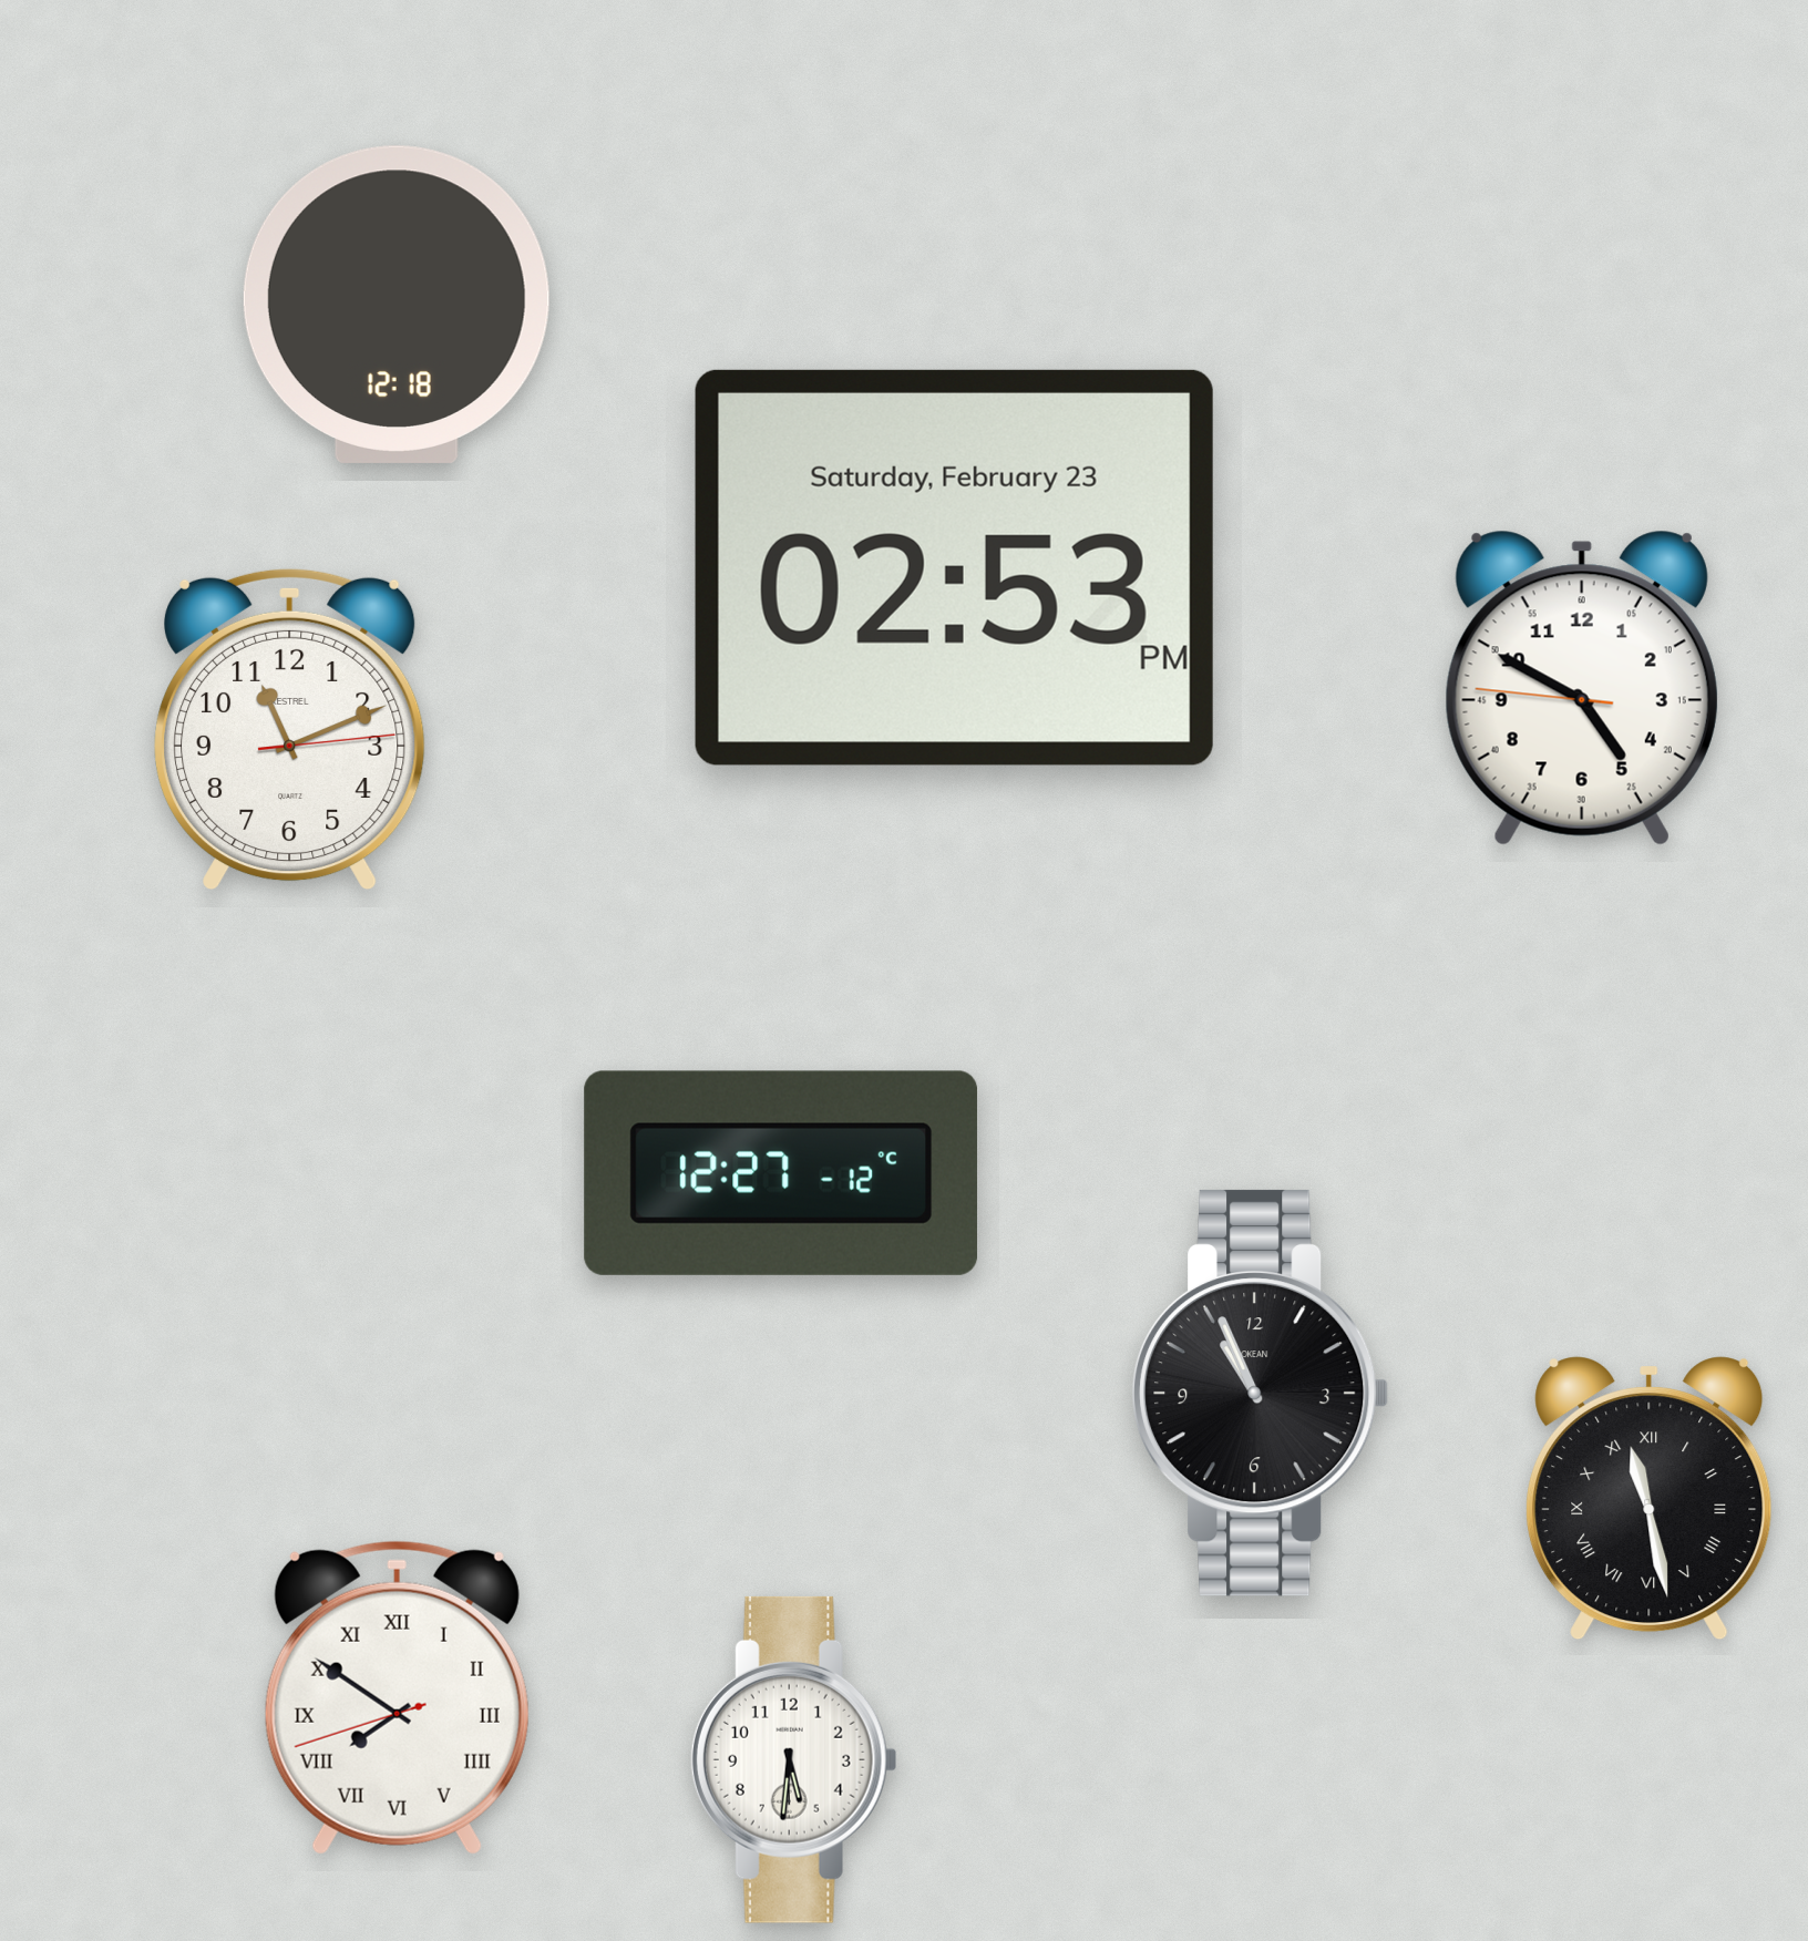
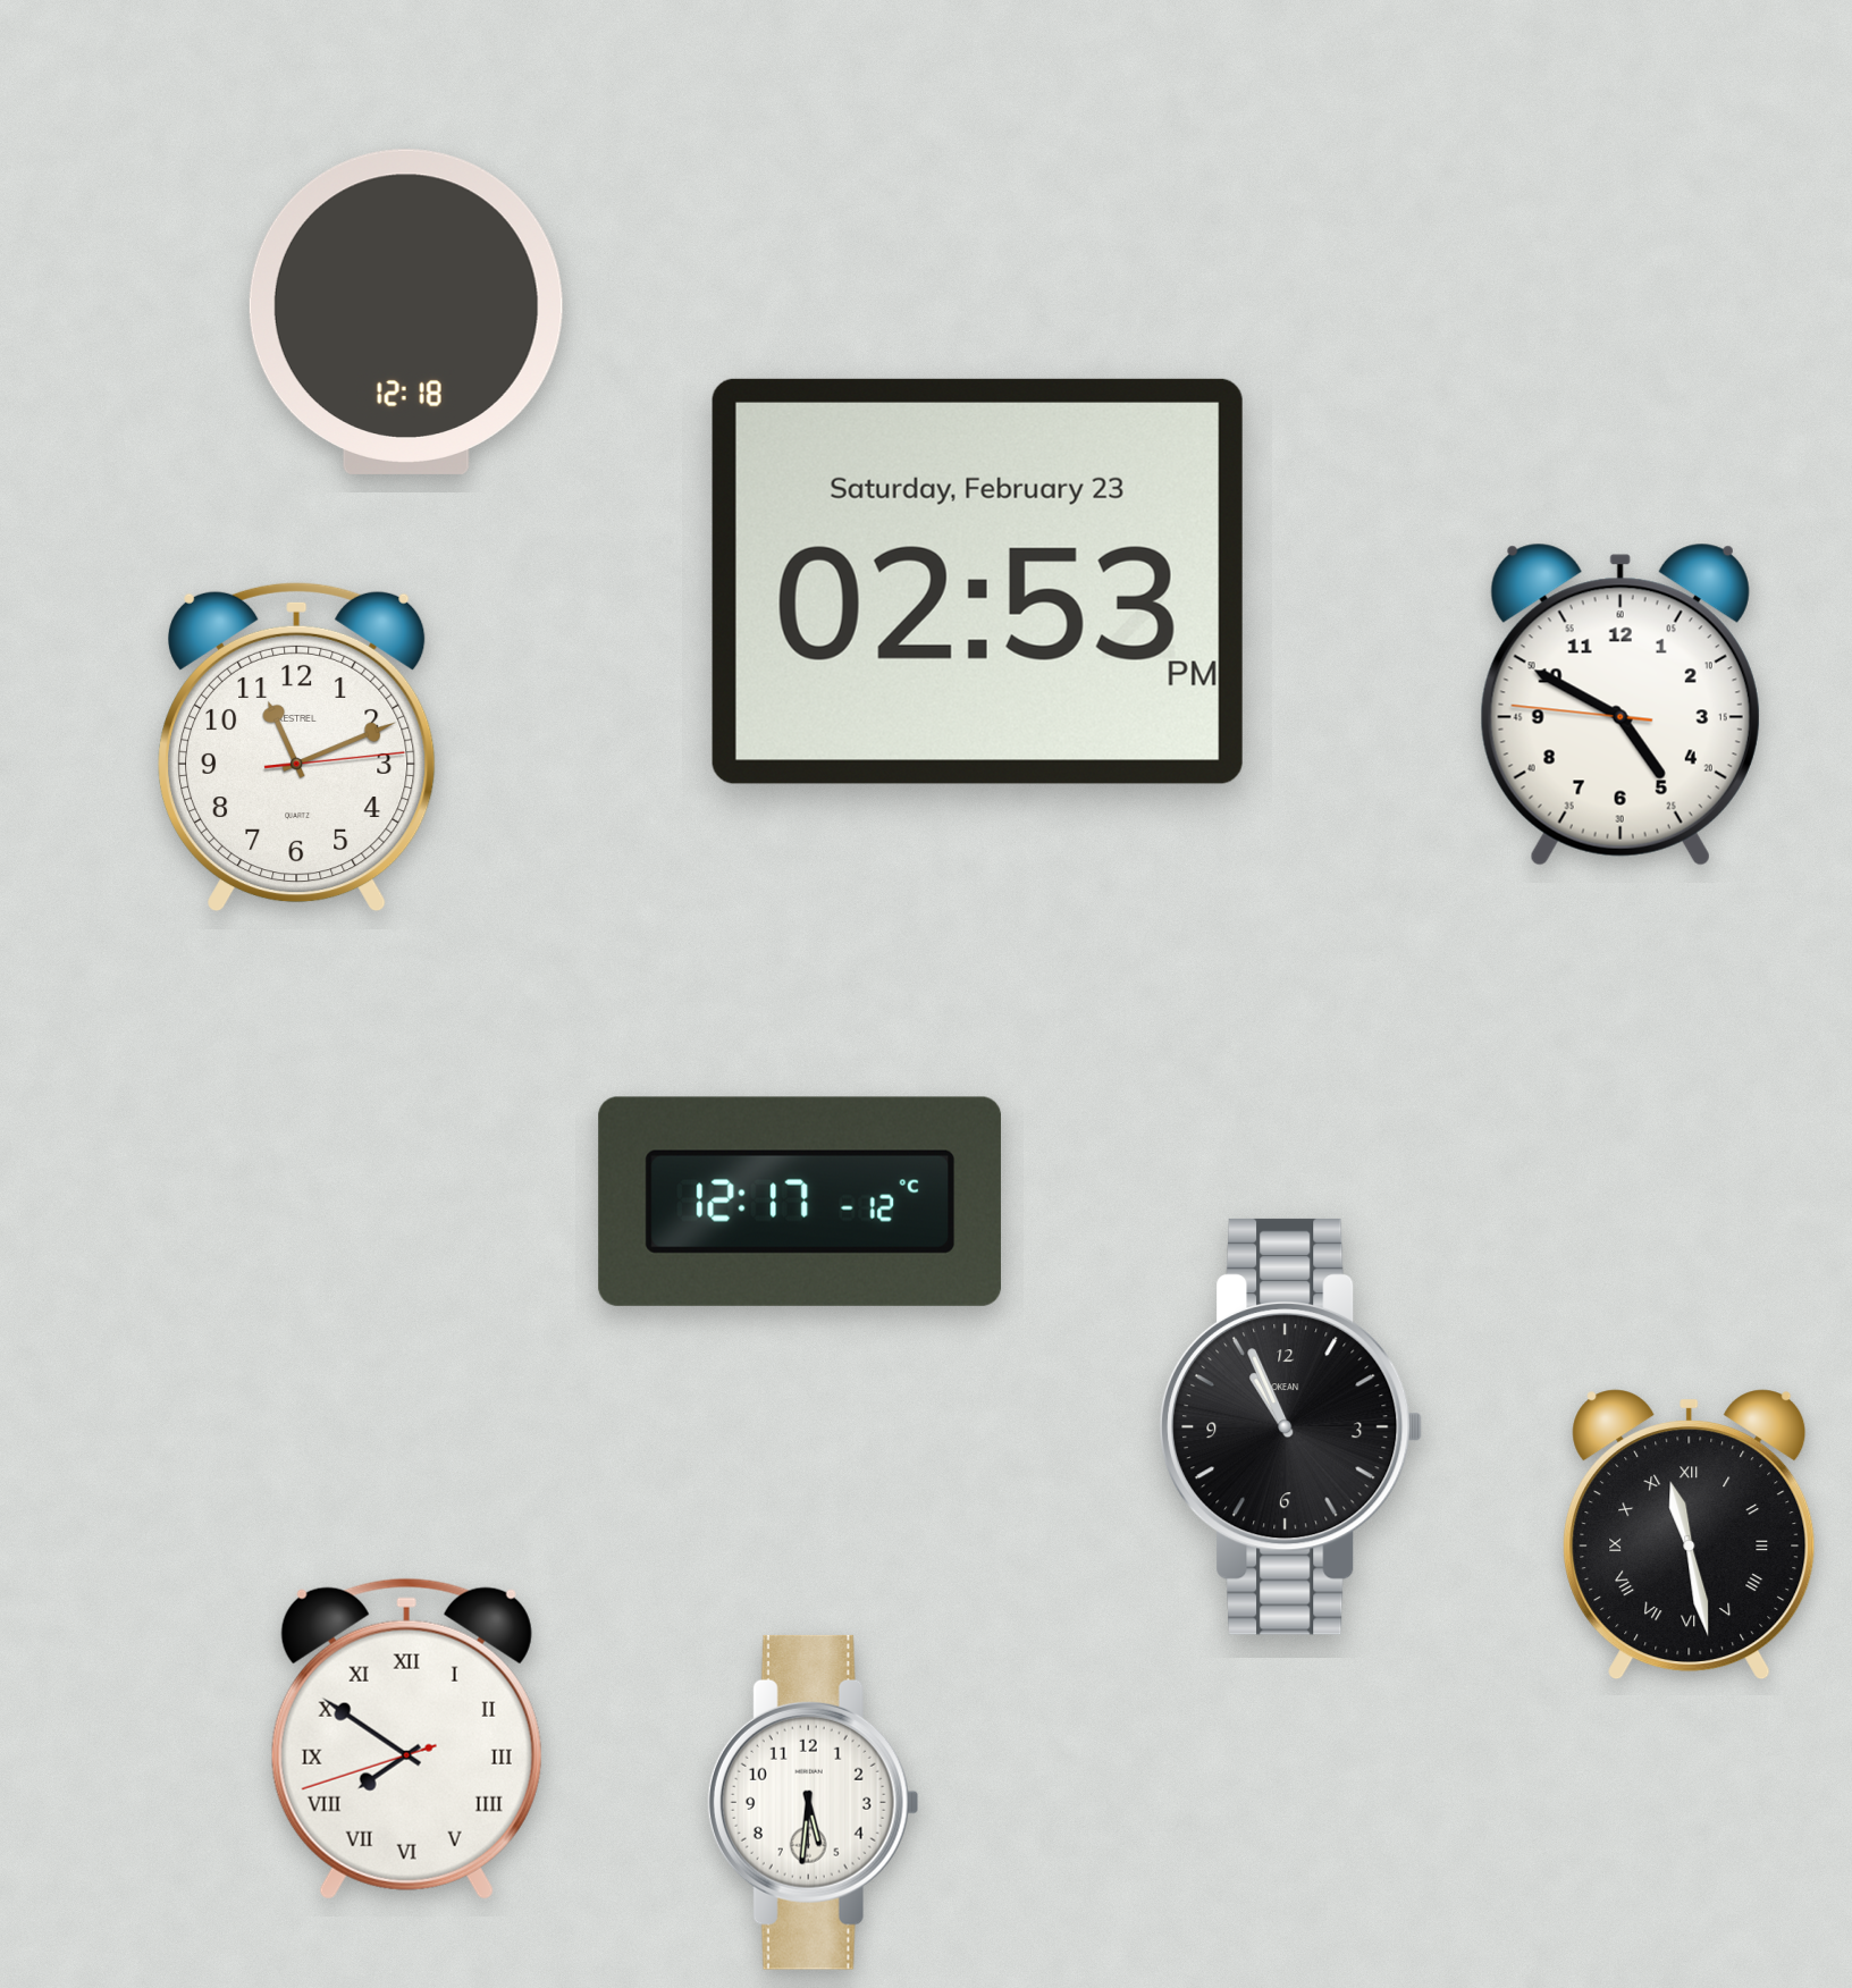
clock at (781, 1173): 12:27 -> 12:17
